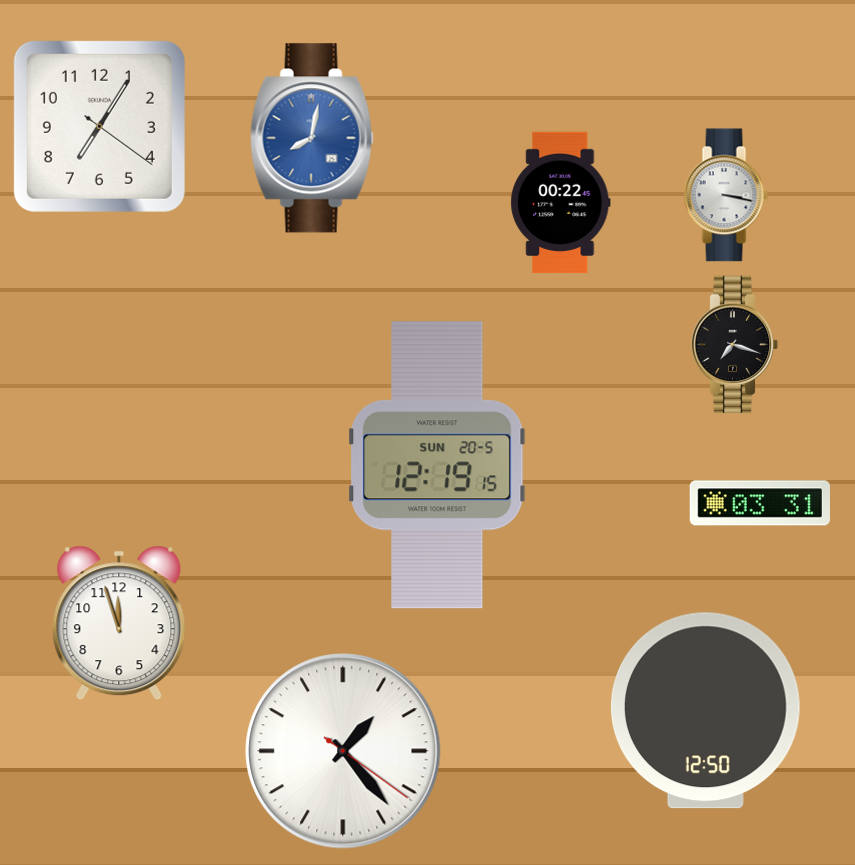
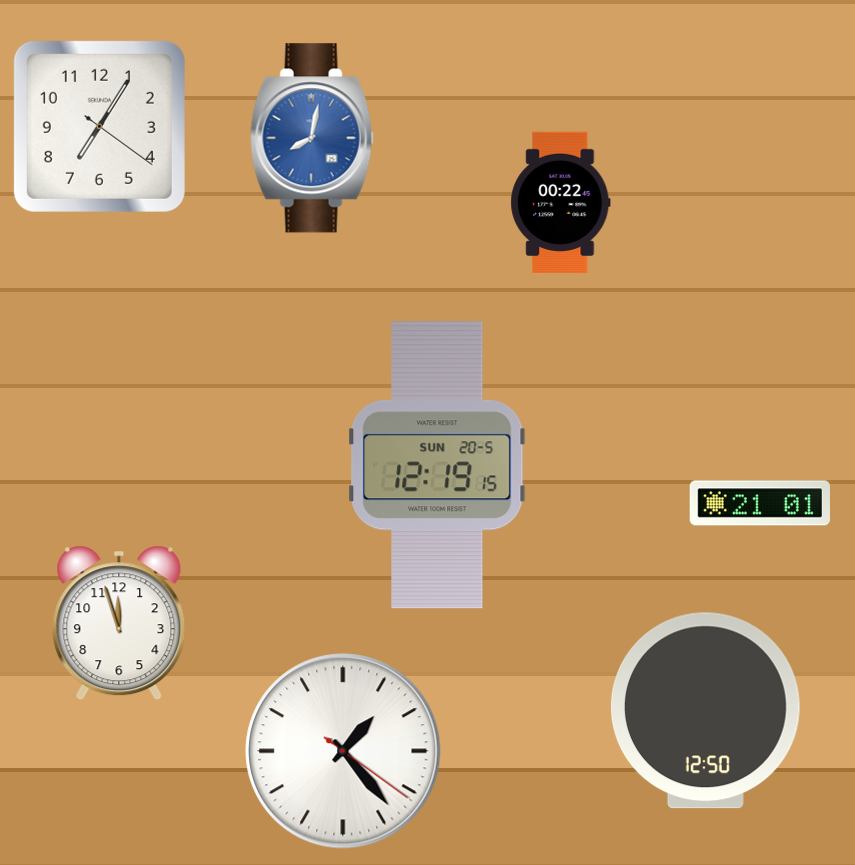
clock at (726, 195): 3:17 -> none
clock at (735, 345): 7:18 -> none
clock at (760, 503): 03:31 -> 21:01
